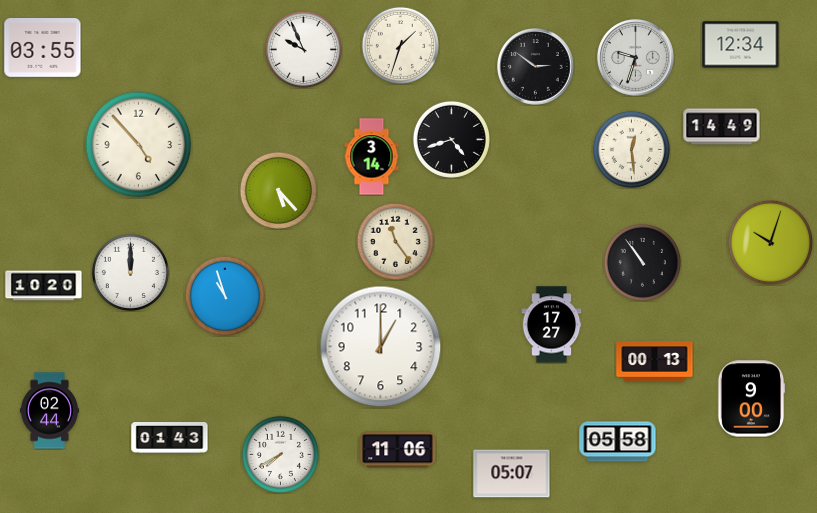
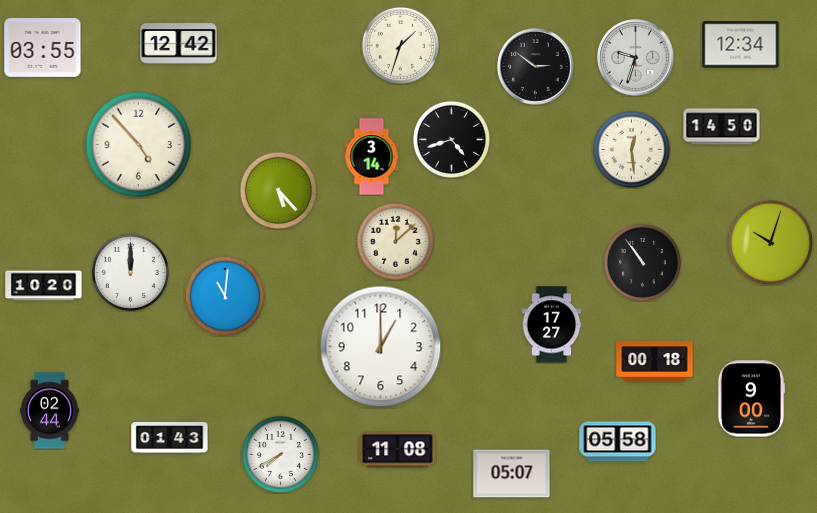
clock at (179, 44): none -> 12:42
clock at (303, 49): 9:56 -> none
clock at (722, 127): 14:49 -> 14:50
clock at (395, 241): 11:24 -> 12:08
clock at (225, 296): 10:57 -> 11:01
clock at (655, 362): 00:13 -> 00:18
clock at (398, 450): 11:06 -> 11:08
